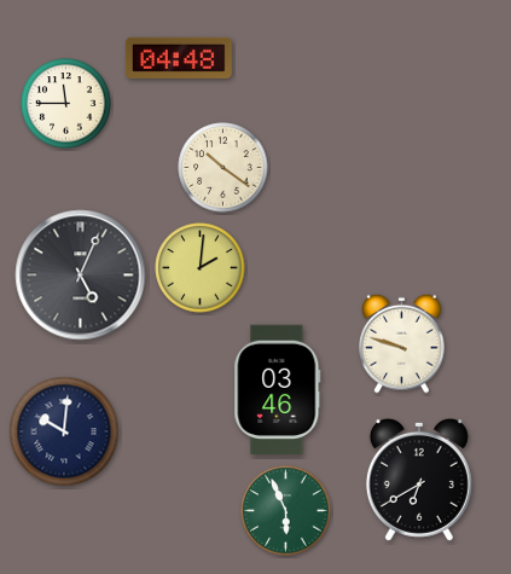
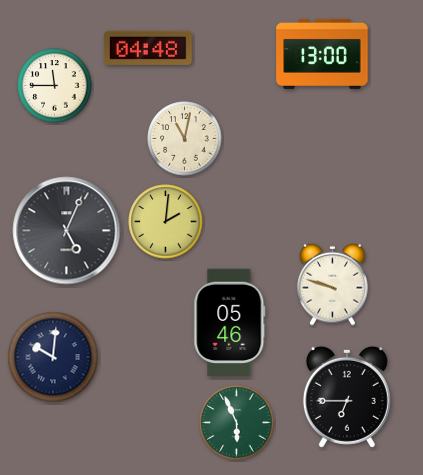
clock at (322, 54): none -> 13:00
clock at (223, 168): 10:21 -> 11:02
clock at (81, 276) position: (81, 276) -> (67, 231)
clock at (278, 389): 03:46 -> 05:46
clock at (419, 480): 6:40 -> 6:45
